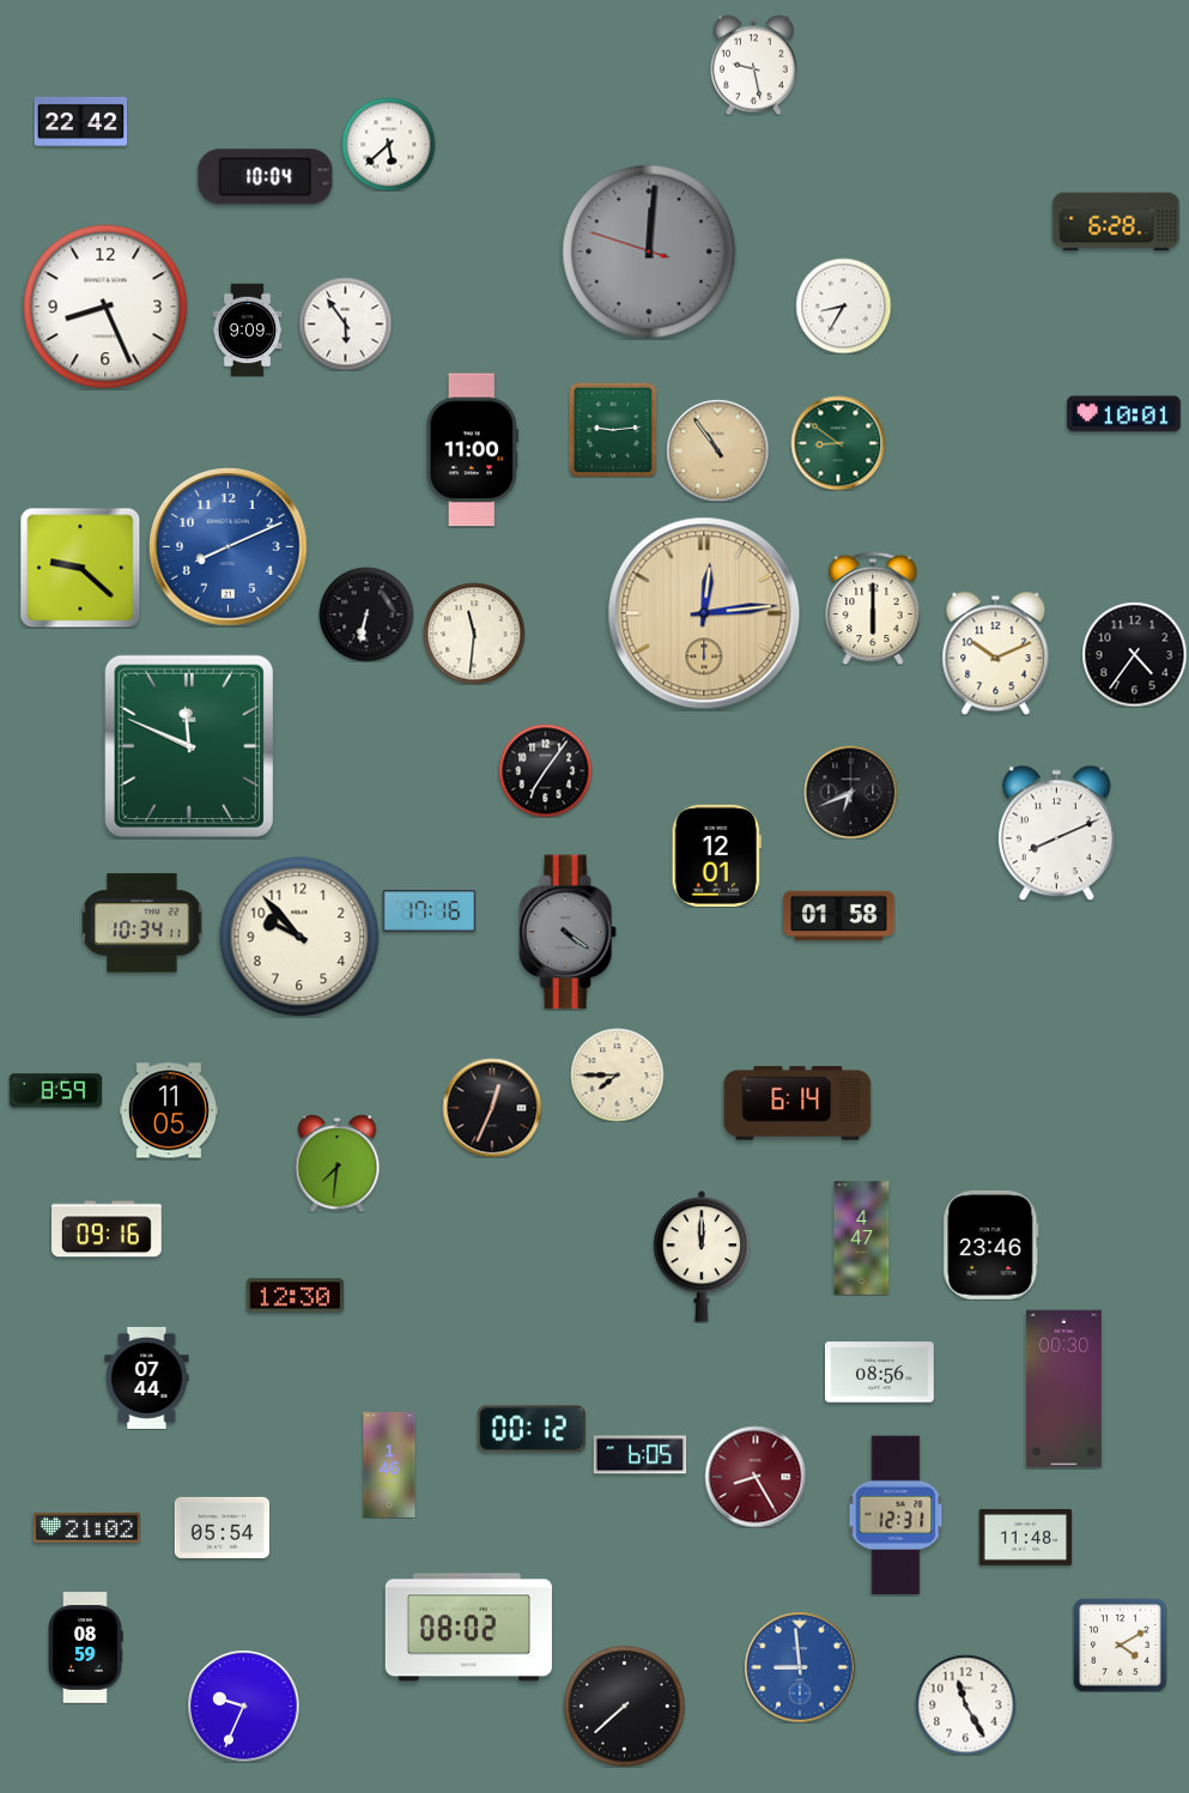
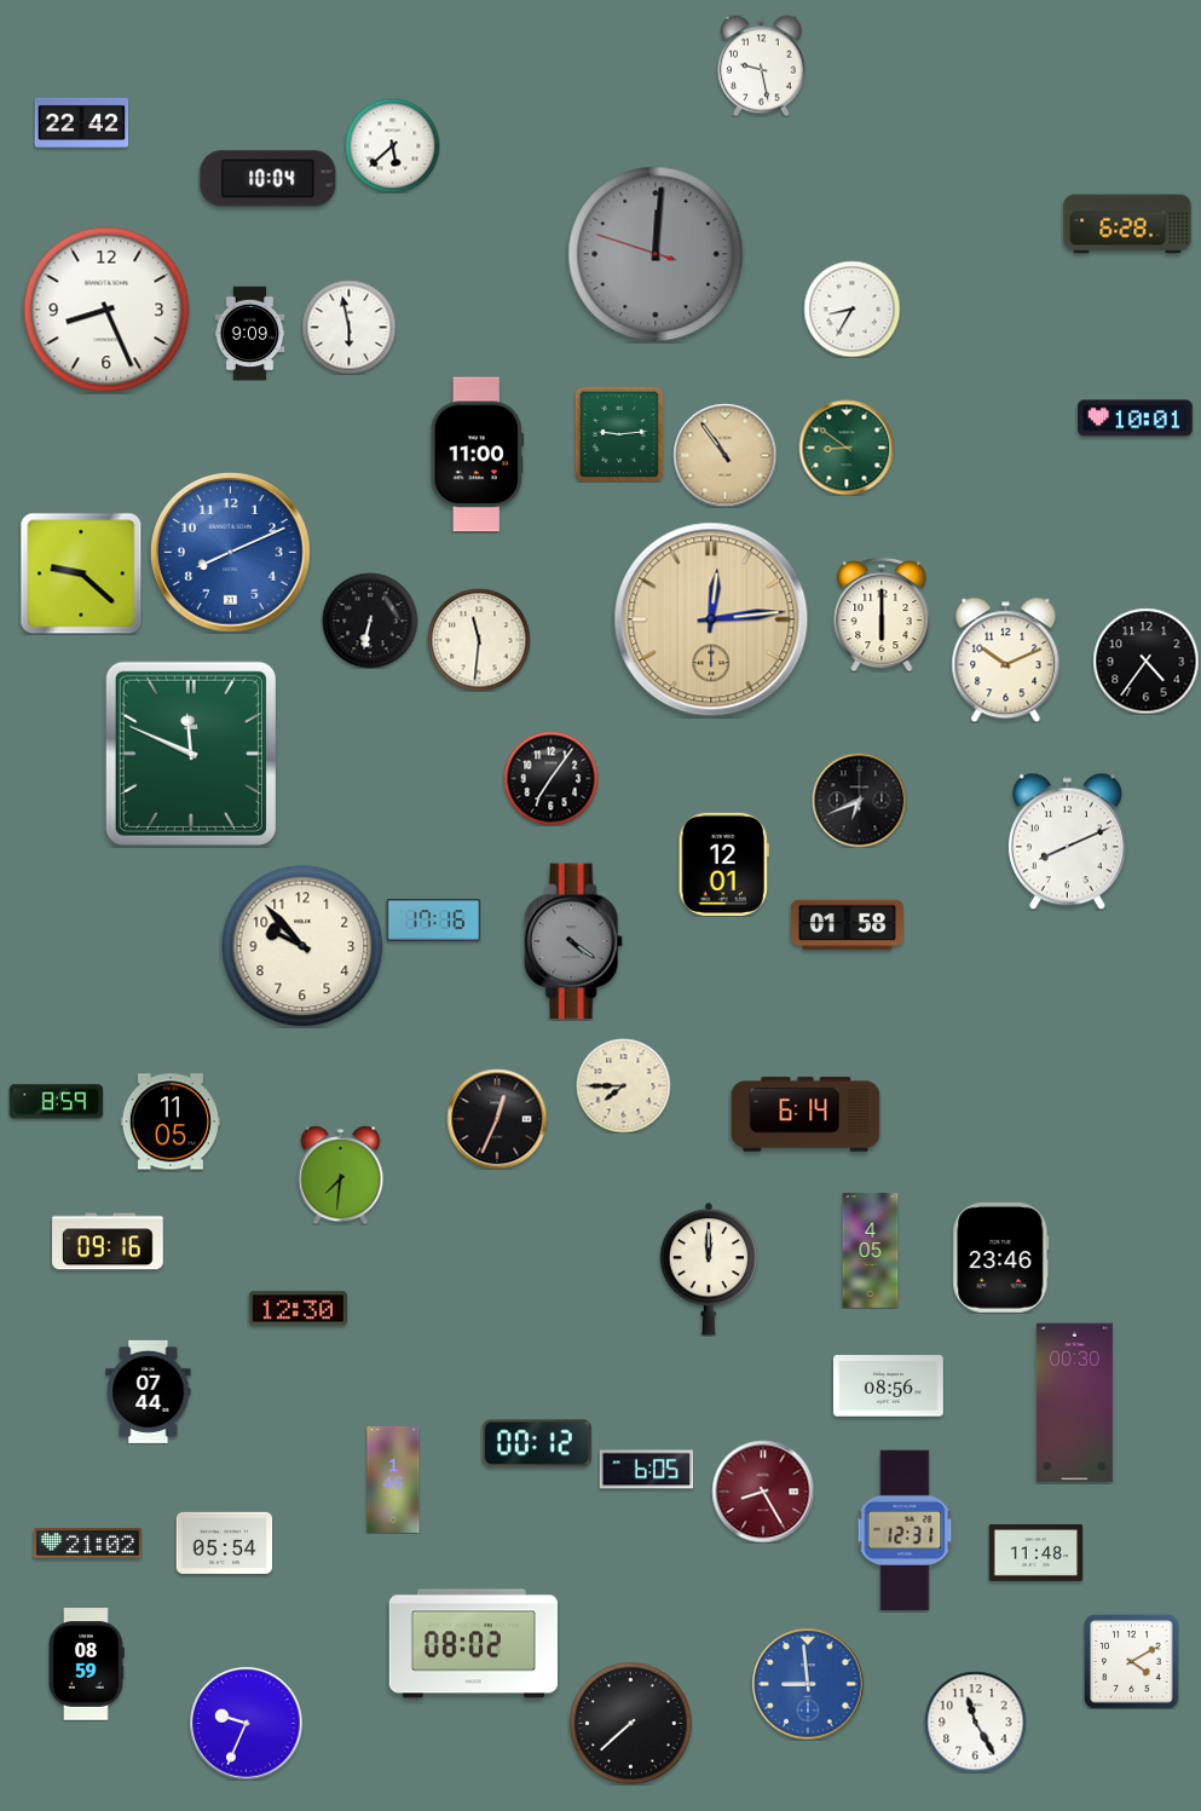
clock at (345, 323): 5:54 -> 5:58
clock at (142, 923): 10:34 -> none
clock at (862, 1238): 4:47 -> 4:05
